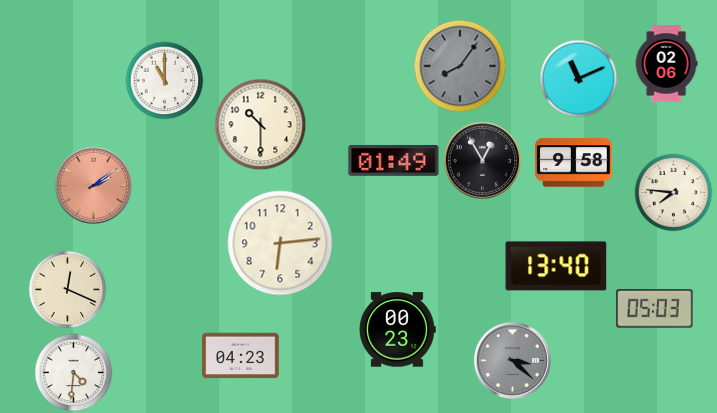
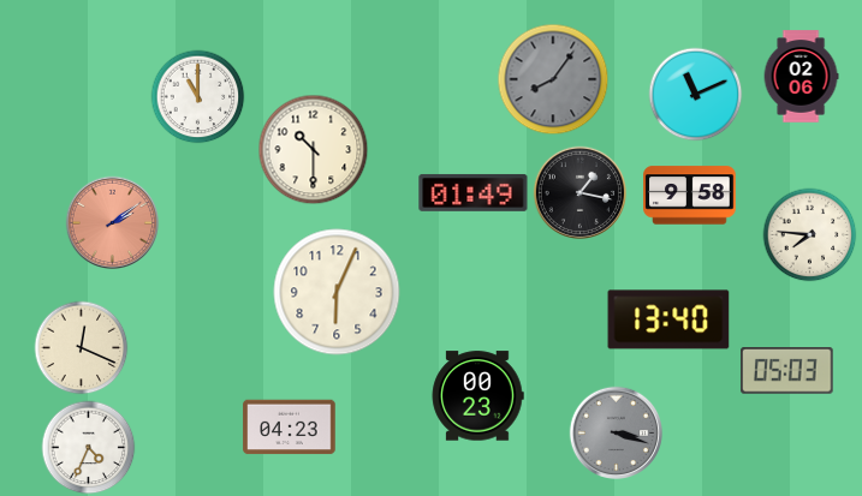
clock at (482, 160): 12:55 -> 1:17
clock at (673, 192) position: (673, 192) -> (809, 234)
clock at (280, 243): 6:14 -> 6:04
clock at (512, 360): 3:22 -> 3:18
clock at (73, 372): 4:31 -> 4:34
